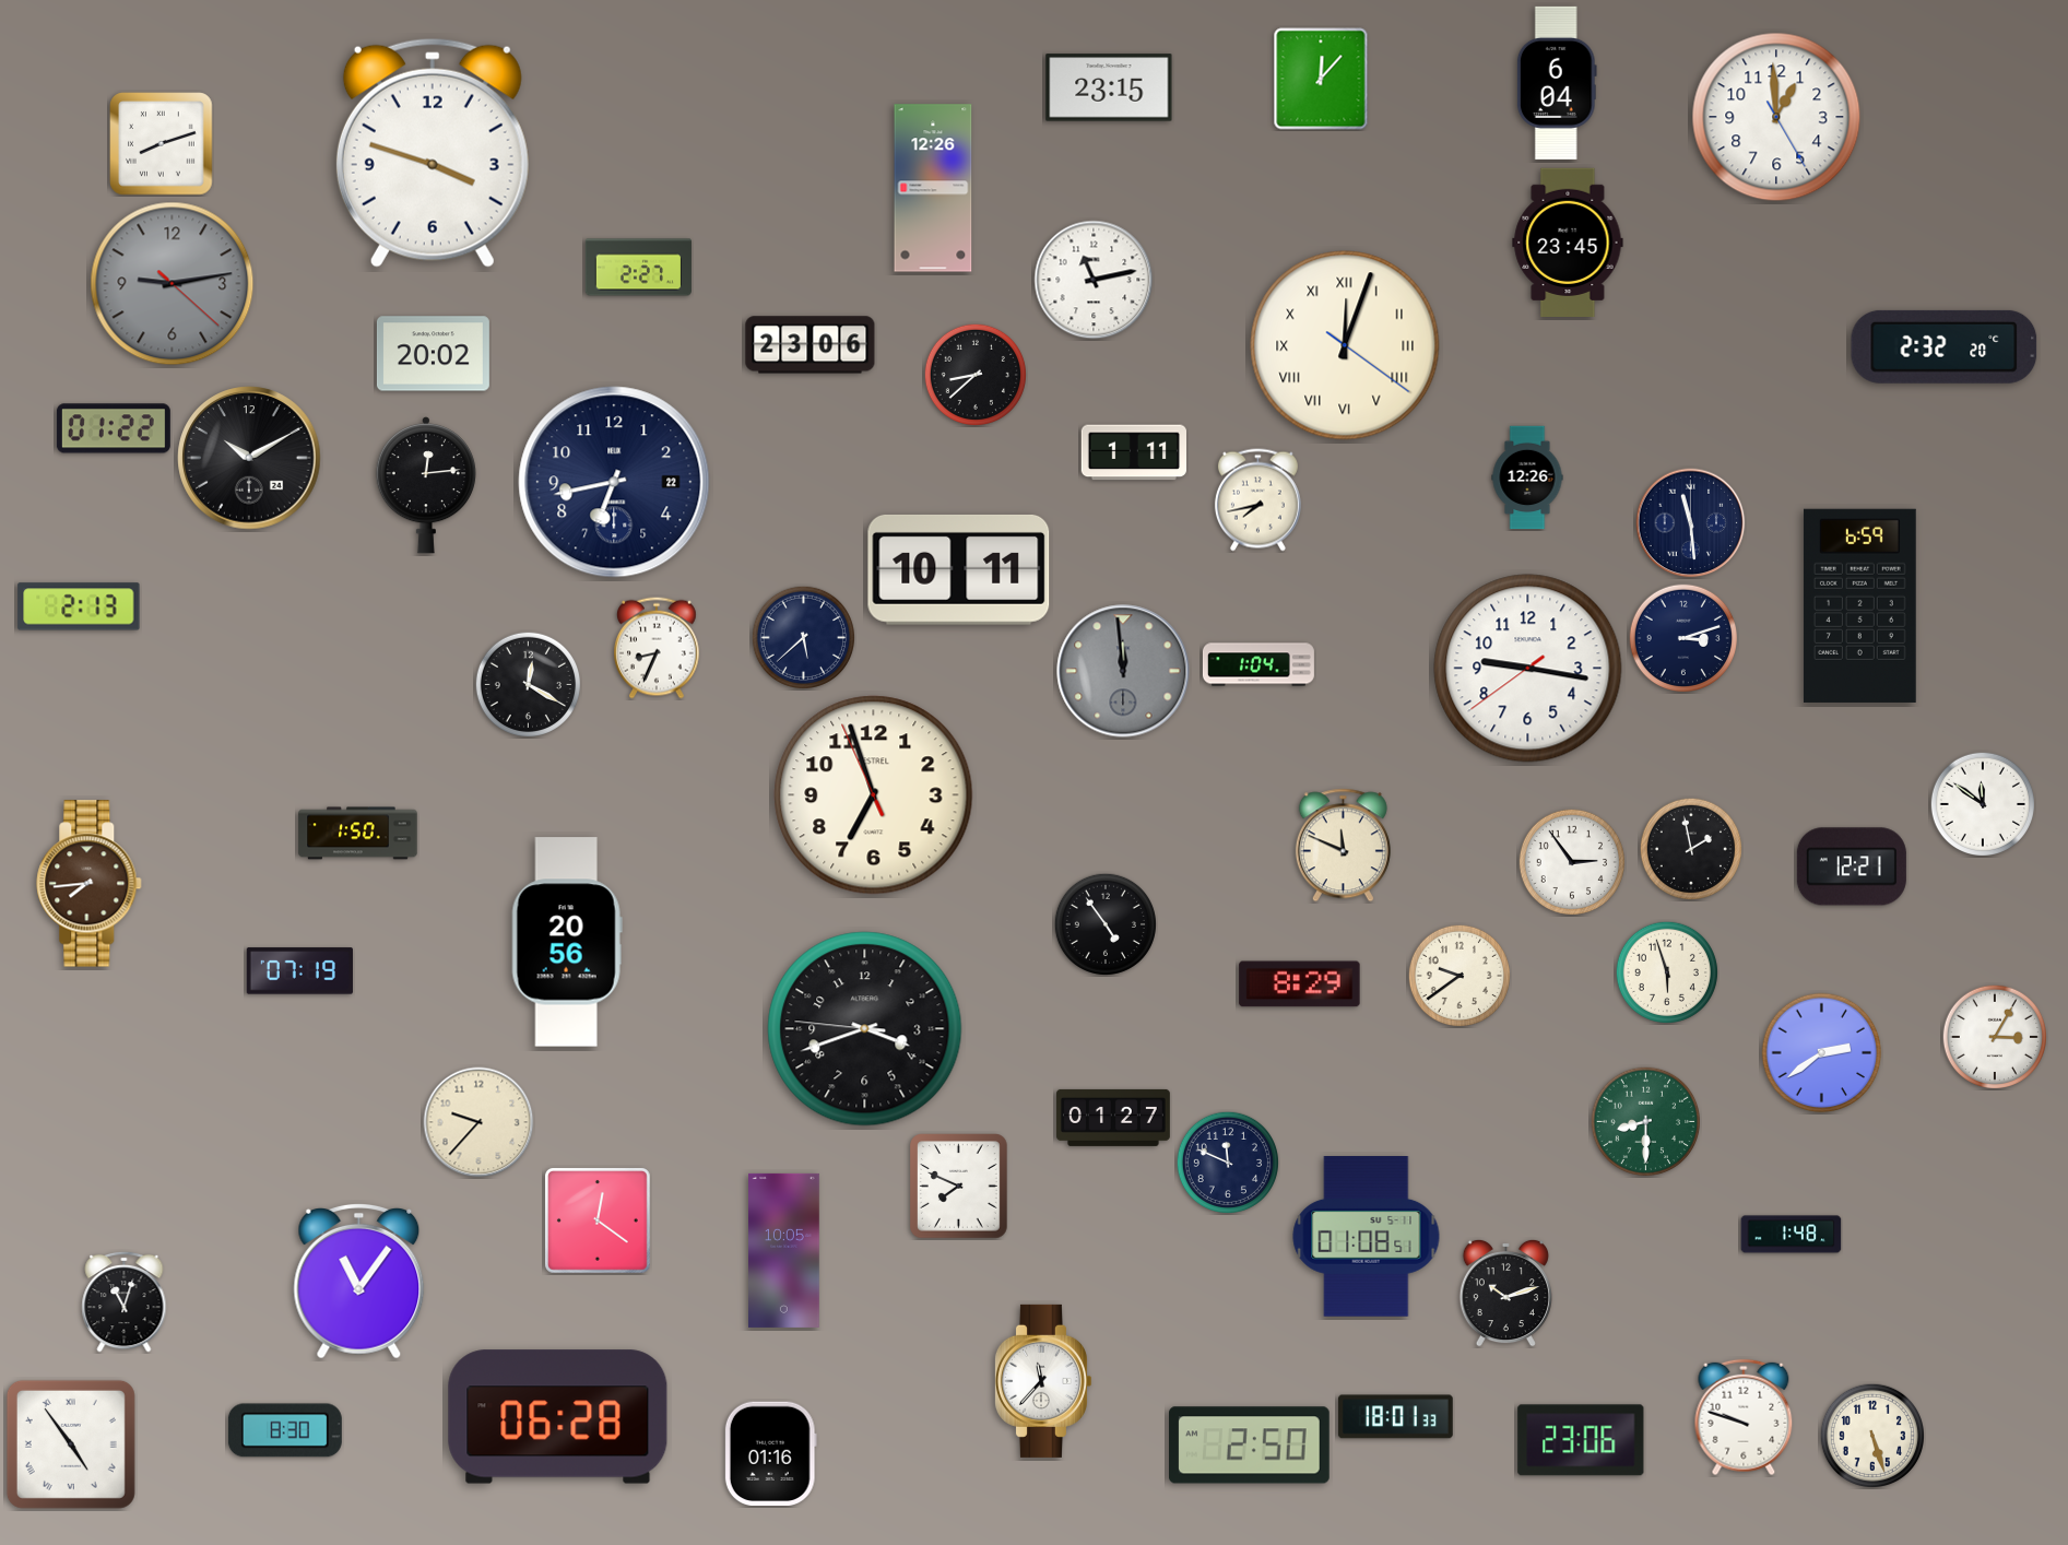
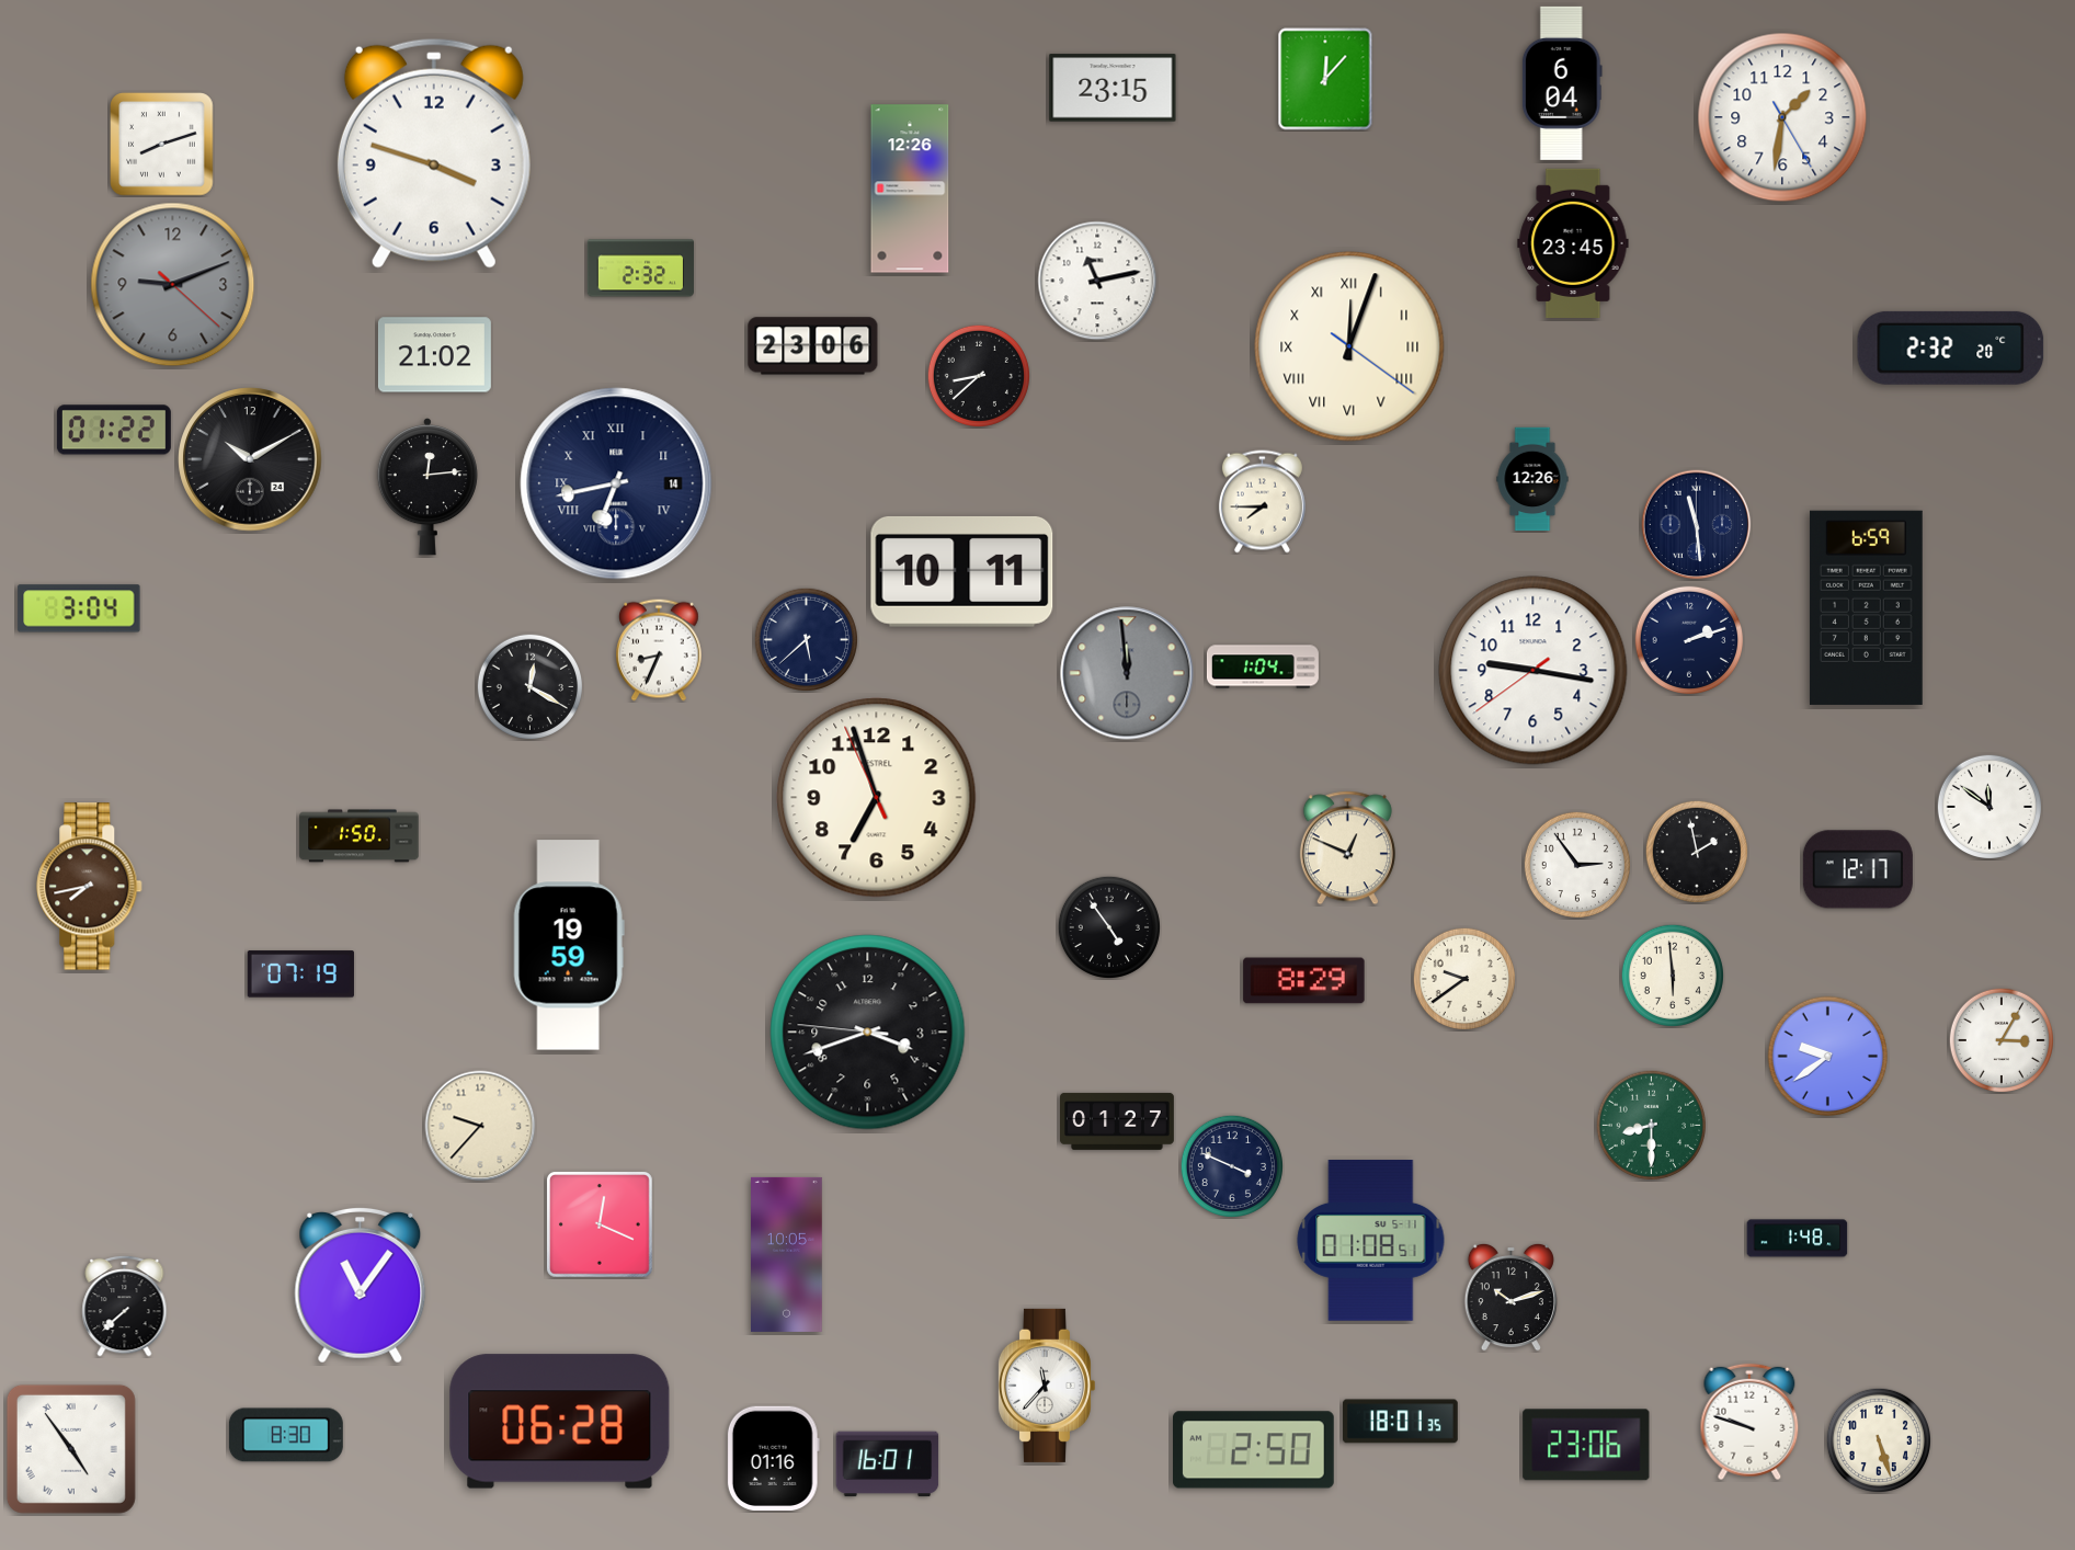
clock at (1776, 117): 12:59 -> 1:31
clock at (933, 188) position: (933, 188) -> (910, 189)
clock at (638, 268): 2:27 -> 2:32
clock at (173, 284): 9:13 -> 9:11
clock at (433, 354): 20:02 -> 21:02
clock at (1133, 452): 1:11 -> none
clock at (614, 482) date: 22 -> 14
clock at (614, 482) numerals: Arabic -> Roman
clock at (1257, 500): 7:43 -> 7:45
clock at (79, 606): 2:13 -> 3:04
clock at (1682, 637): 3:12 -> 2:12
clock at (1343, 846): 11:49 -> 12:49
clock at (1852, 866): 12:21 -> 12:17
clock at (90, 884): 7:44 -> 7:43
clock at (567, 942): 20:56 -> 19:59
clock at (1667, 972): 5:57 -> 5:59
clock at (1300, 984) position: (1300, 984) -> (1304, 981)
clock at (1822, 1053): 2:39 -> 9:39
clock at (1228, 1163): 11:49 -> 3:49
clock at (959, 1187): 7:49 -> none
clock at (598, 1220): 12:21 -> 12:19
clock at (125, 1301): 11:03 -> 7:38
clock at (1395, 1417): 18:01:33 -> 18:01:35
clock at (888, 1464): none -> 16:01
